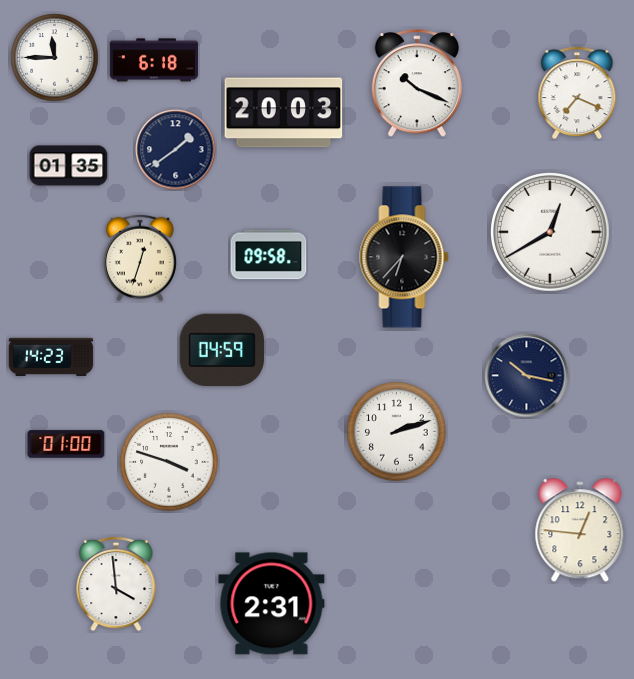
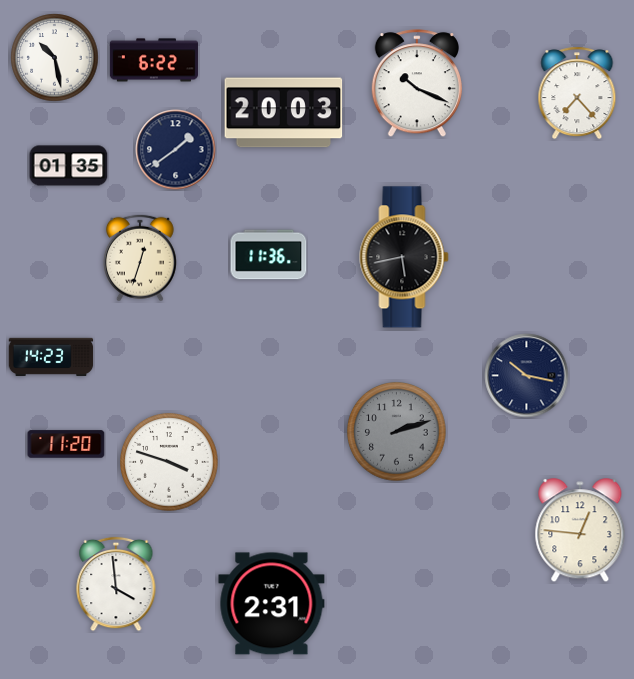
clock at (55, 58): 11:45 -> 10:28
clock at (154, 60): 6:18 -> 6:22
clock at (577, 93): 7:19 -> 7:23
clock at (551, 233): 12:40 -> none
clock at (269, 255): 09:58 -> 11:36
clock at (404, 257): 6:37 -> 5:43
clock at (222, 350): 04:59 -> none
clock at (397, 432) dial: white -> grey
clock at (66, 444): 01:00 -> 11:20
